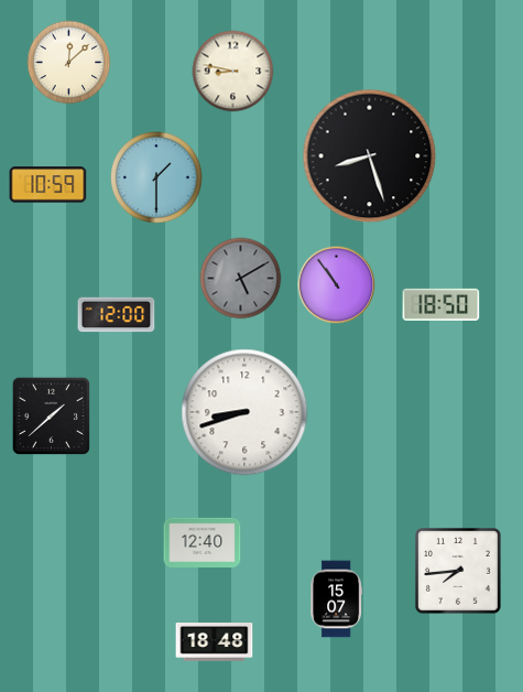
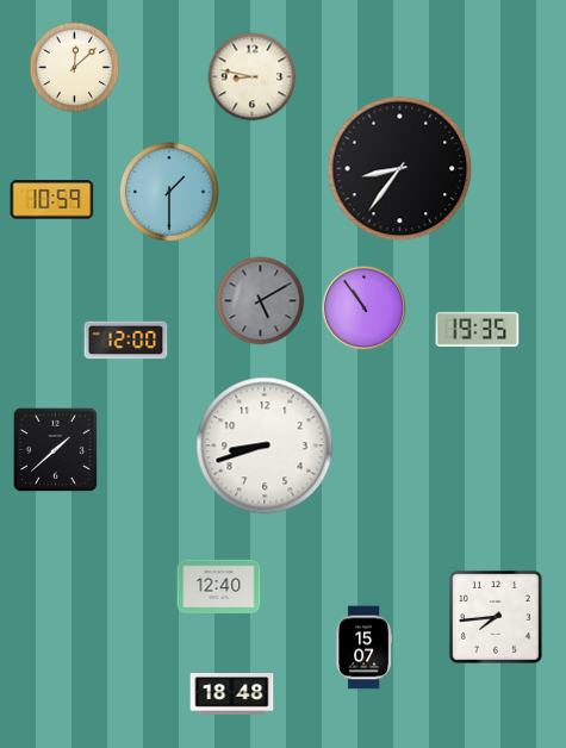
clock at (370, 156): 8:27 -> 8:36
clock at (442, 304): 18:50 -> 19:35
